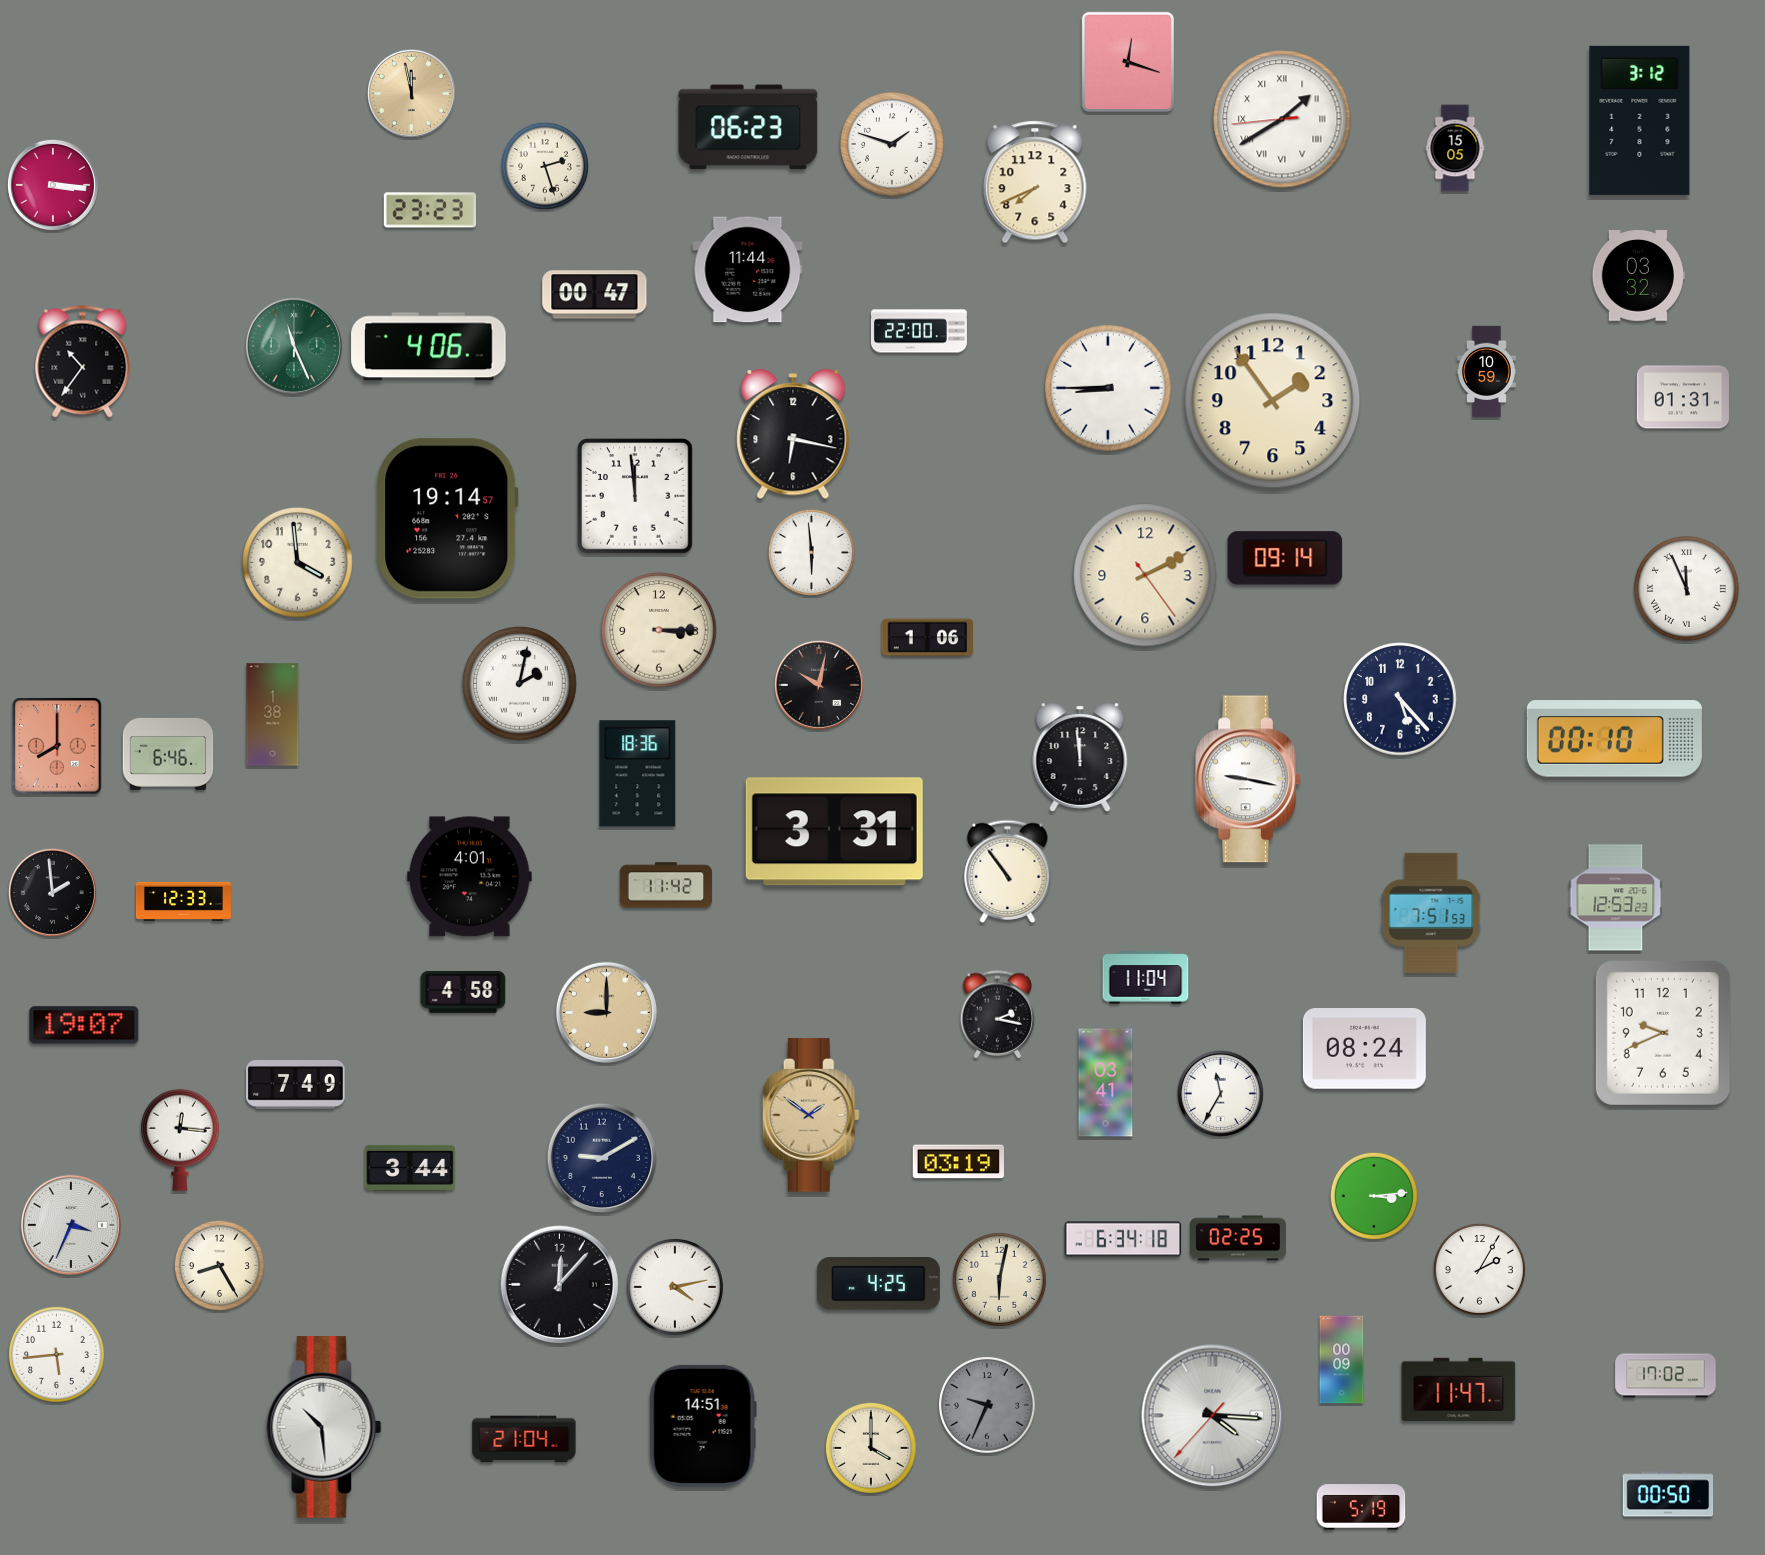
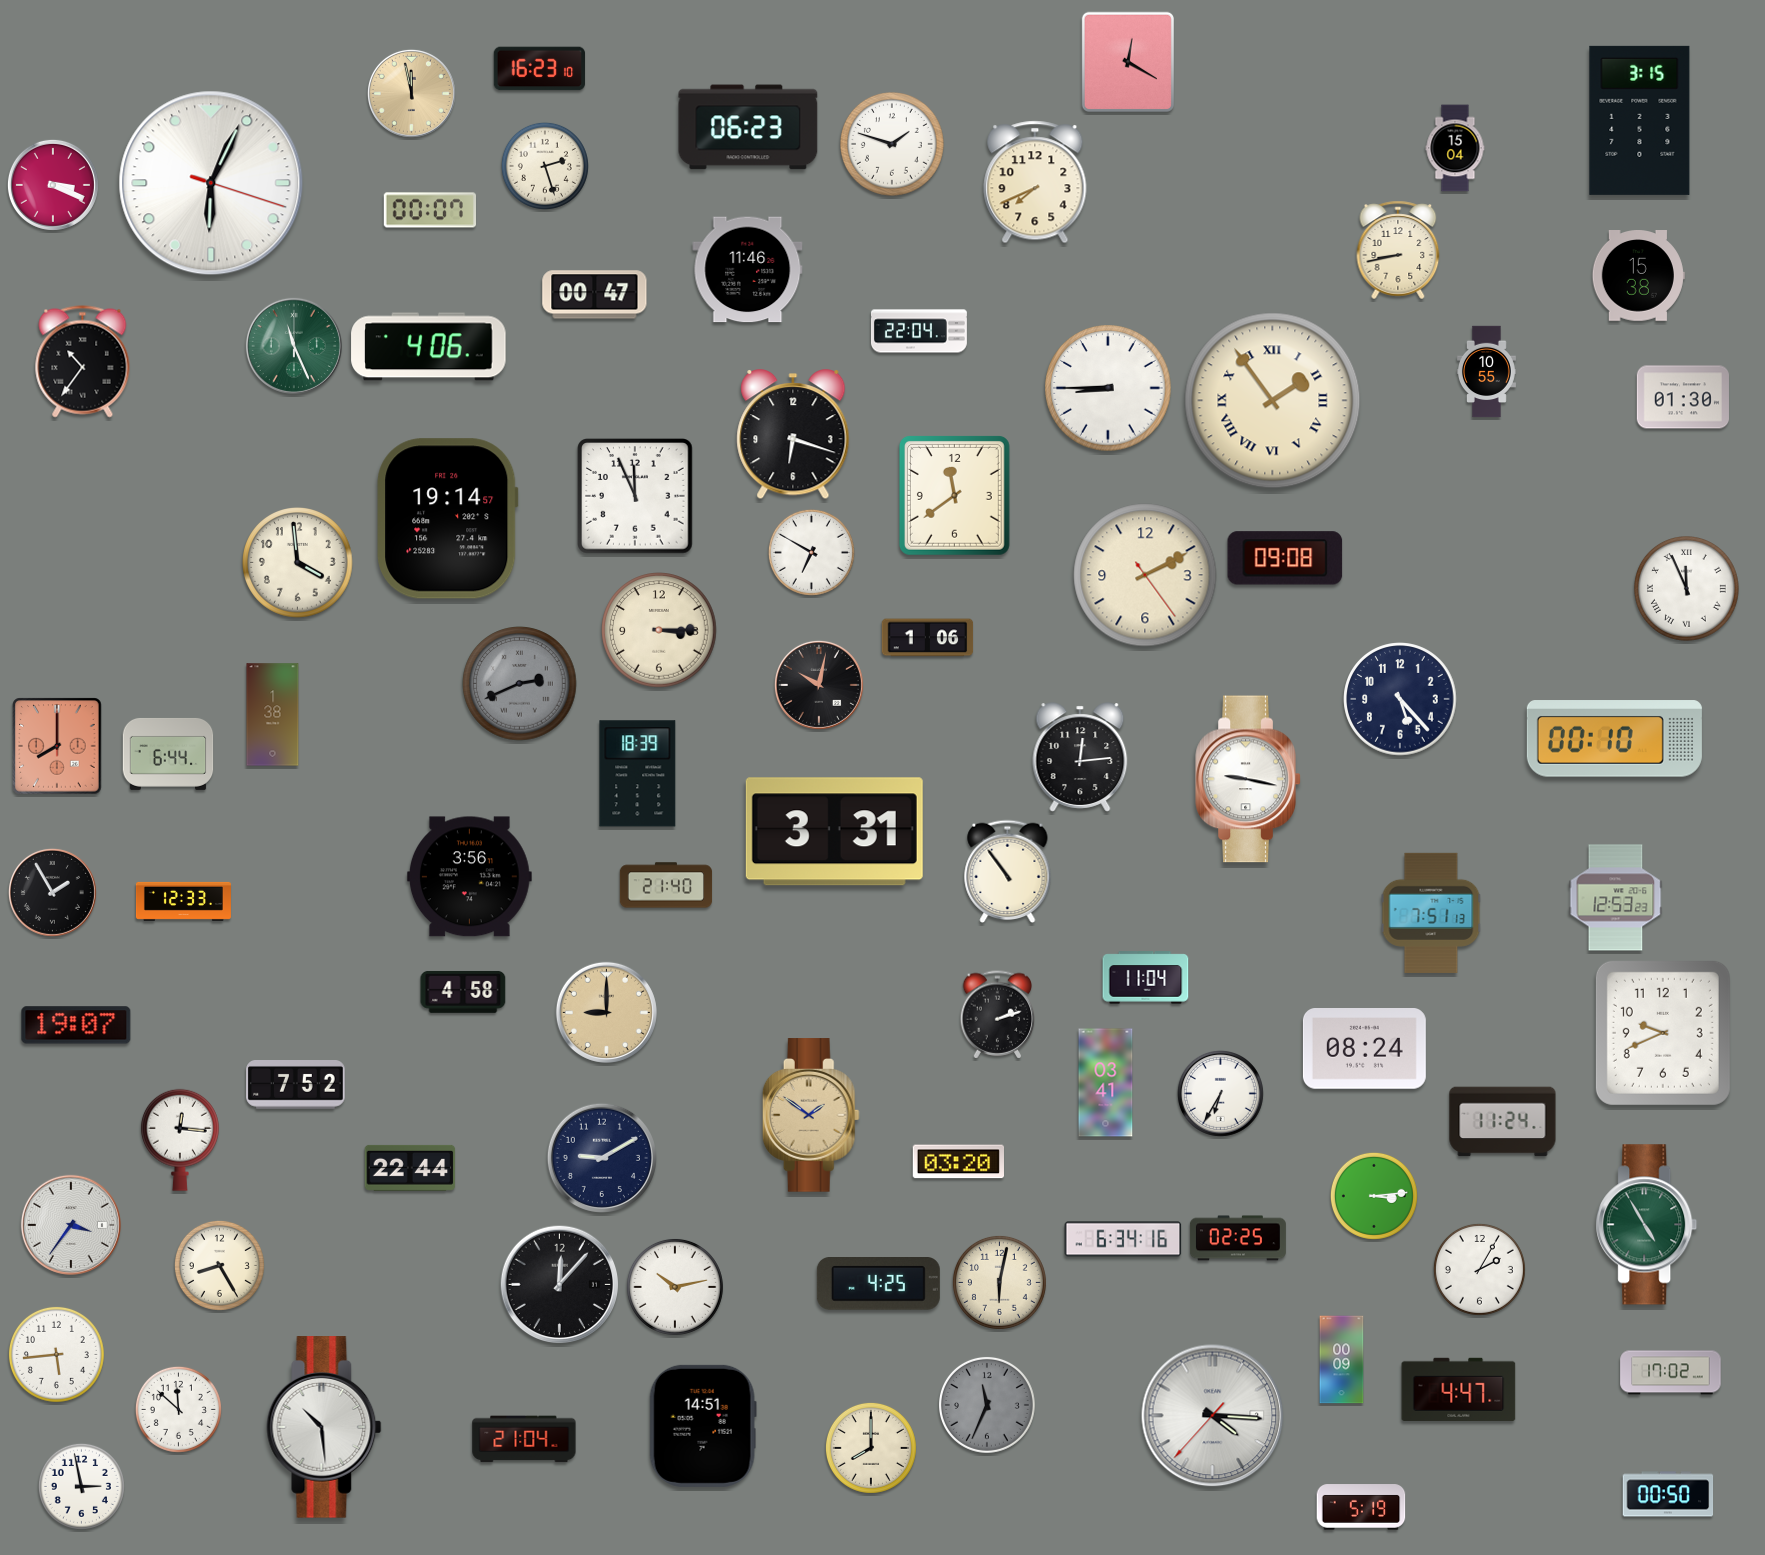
clock at (1128, 61): 12:18 -> 12:20
clock at (540, 69): none -> 16:23
clock at (1282, 119): 1:39 -> none
clock at (1640, 120): 3:12 -> 3:15
clock at (1455, 148): 15:05 -> 15:04
clock at (211, 183): none -> 6:04
clock at (53, 185): 3:16 -> 3:19
clock at (429, 210): 23:23 -> 00:07
clock at (1398, 250): none -> 8:43
clock at (748, 270): 11:44 -> 11:46
clock at (1638, 276): 03:32 -> 15:38
clock at (919, 331): 22:00 -> 22:04
clock at (1486, 372): 10:59 -> 10:55
clock at (1682, 397): 01:31 -> 01:30
clock at (1273, 401) numerals: Arabic -> Roman
clock at (793, 435): 6:17 -> 6:18
clock at (954, 495): none -> 11:39
clock at (635, 496): 11:59 -> 11:56
clock at (811, 552): 5:59 -> 6:50
clock at (1285, 558): 09:14 -> 09:08
clock at (520, 684): 2:02 -> 2:41
clock at (520, 684) dial: white -> grey
clock at (168, 754): 6:46 -> 6:44
clock at (1080, 757): 11:59 -> 12:14
clock at (638, 774): 18:36 -> 18:39
clock at (469, 877): 4:01 -> 3:56
clock at (666, 885): 11:42 -> 21:40
clock at (52, 892): 1:59 -> 1:55
clock at (1431, 913): 7:51:53 -> 7:51:13
clock at (998, 1015): 2:17 -> 2:12
clock at (84, 1025) position: (84, 1025) -> (76, 1025)
clock at (296, 1085): 7:49 -> 7:52
clock at (1220, 1093): 11:35 -> 6:35
clock at (1503, 1122): none -> 11:24
clock at (958, 1162): 03:19 -> 03:20
clock at (410, 1168): 3:44 -> 22:44
clock at (71, 1225): 3:34 -> 3:36
clock at (1647, 1225): none -> 4:55
clock at (1123, 1239): 6:34:18 -> 6:34:16
clock at (999, 1279) position: (999, 1279) -> (999, 1282)
clock at (675, 1287): 4:13 -> 10:13
clock at (1666, 1376) position: (1666, 1376) -> (1671, 1373)
clock at (1459, 1389): 11:47 -> 4:47
clock at (987, 1405): 9:34 -> 11:34
clock at (178, 1409): none -> 11:52
clock at (871, 1448): 4:00 -> 8:00
clock at (81, 1486): none -> 2:58
